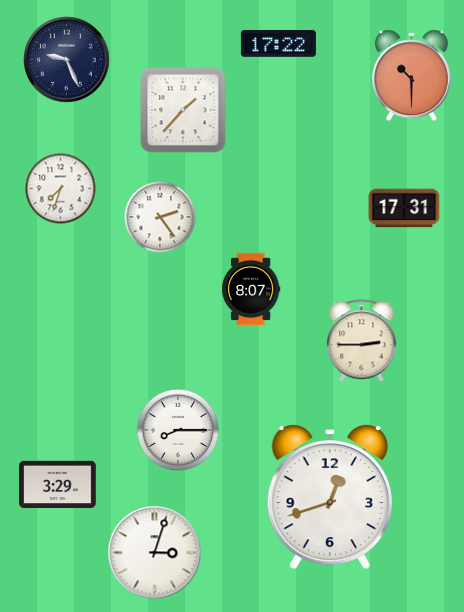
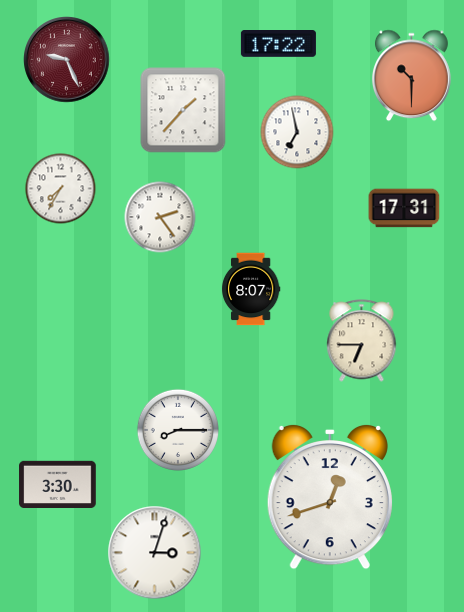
clock at (67, 60) dial: navy -> burgundy
clock at (297, 132): none -> 6:58
clock at (61, 189): 7:33 -> 7:35
clock at (362, 341): 2:45 -> 6:45
clock at (58, 485): 3:29 -> 3:30
